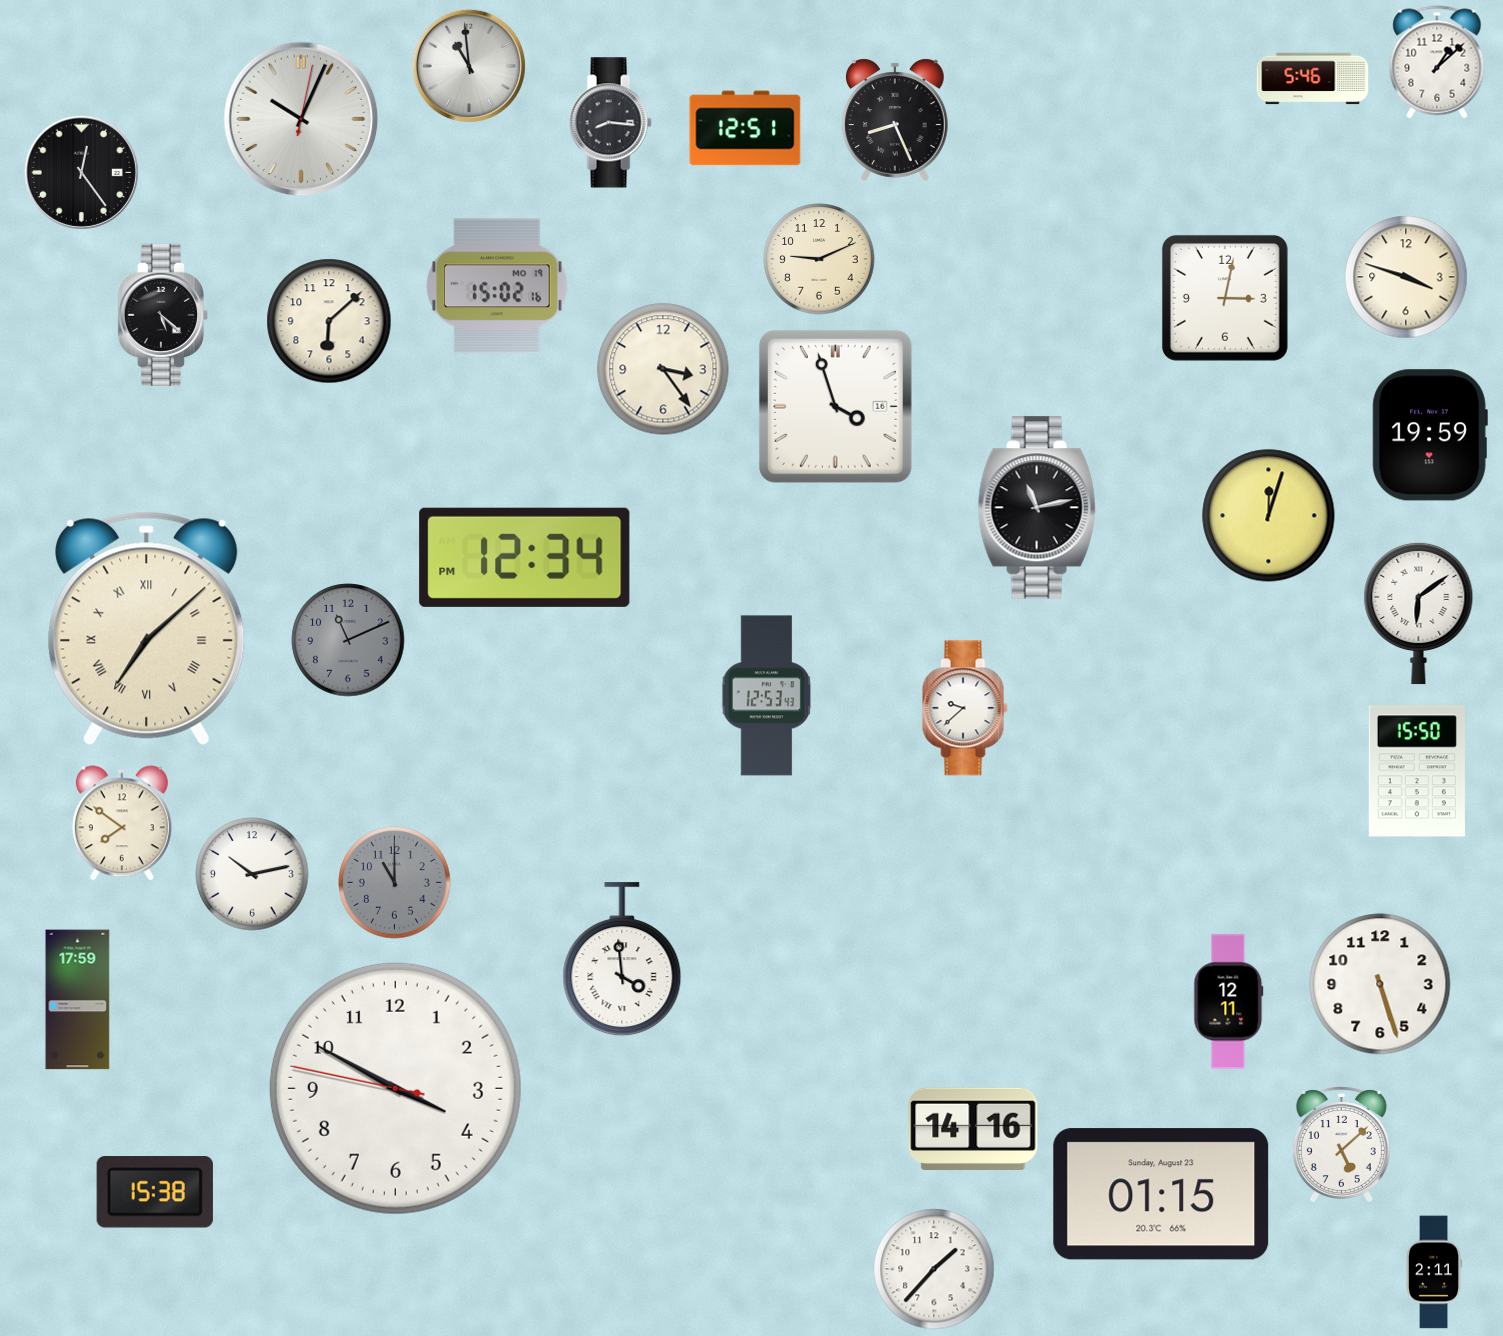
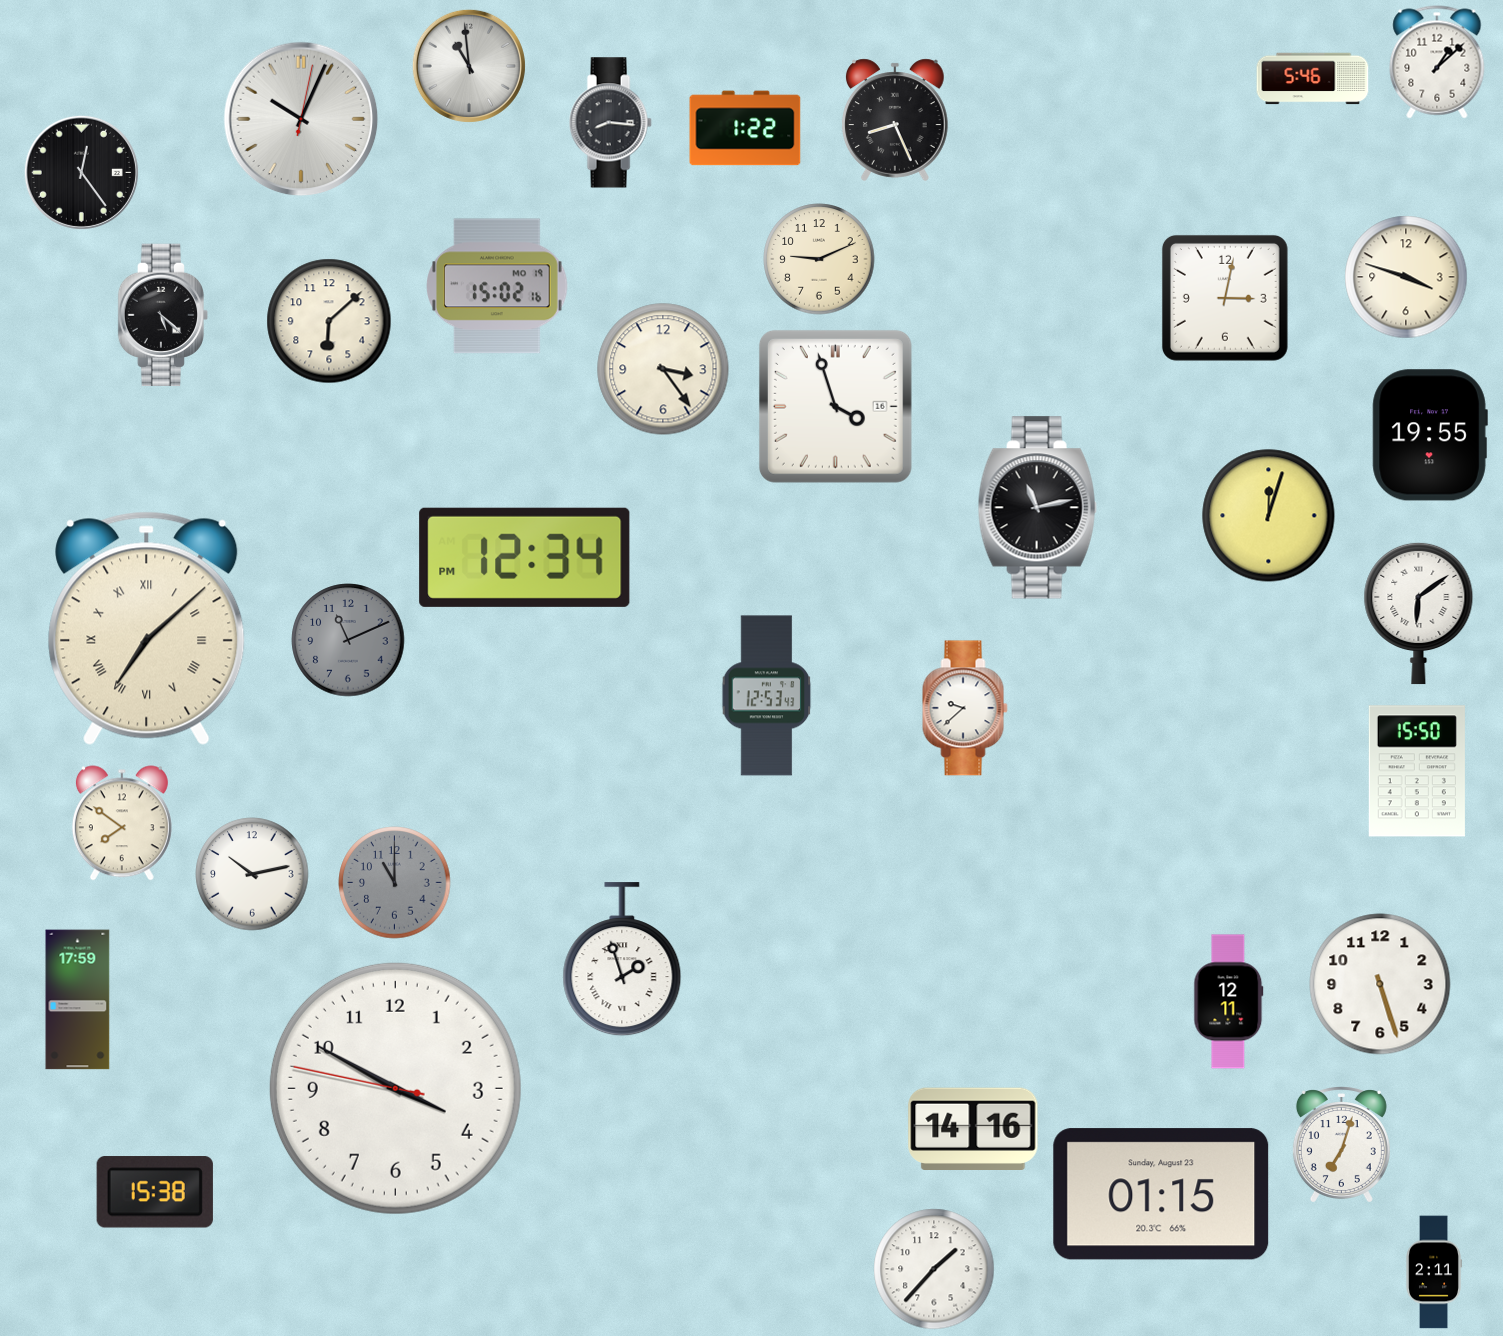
clock at (745, 128): 12:51 -> 1:22
clock at (1430, 435): 19:59 -> 19:55
clock at (622, 960): 3:59 -> 1:57
clock at (1341, 1145): 5:08 -> 7:03
